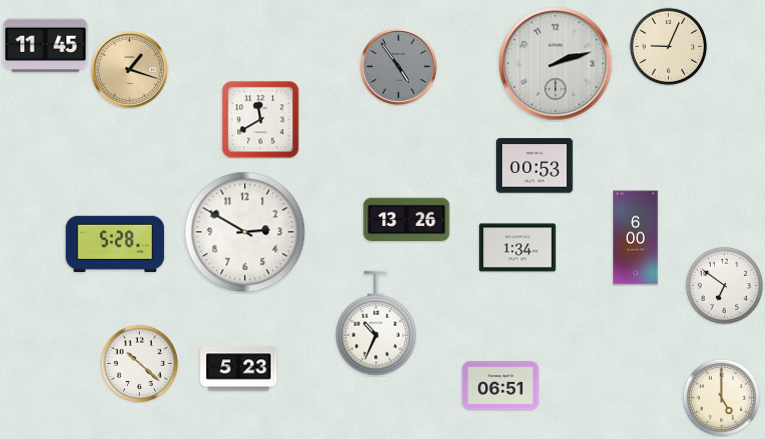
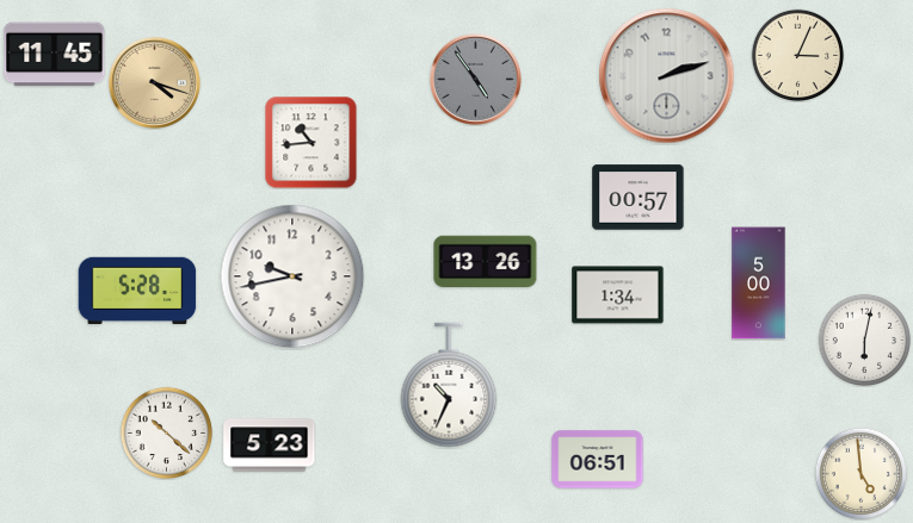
clock at (668, 46): 9:04 -> 3:04
clock at (556, 64) position: (556, 64) -> (667, 76)
clock at (129, 69): 1:18 -> 4:18
clock at (260, 119): 11:40 -> 10:44
clock at (535, 166): 00:53 -> 00:57
clock at (245, 232): 2:50 -> 9:43
clock at (636, 238): 6:00 -> 5:00
clock at (724, 285): 6:51 -> 6:02
clock at (239, 369) position: (239, 369) -> (270, 446)
clock at (721, 397): 5:00 -> 4:59
